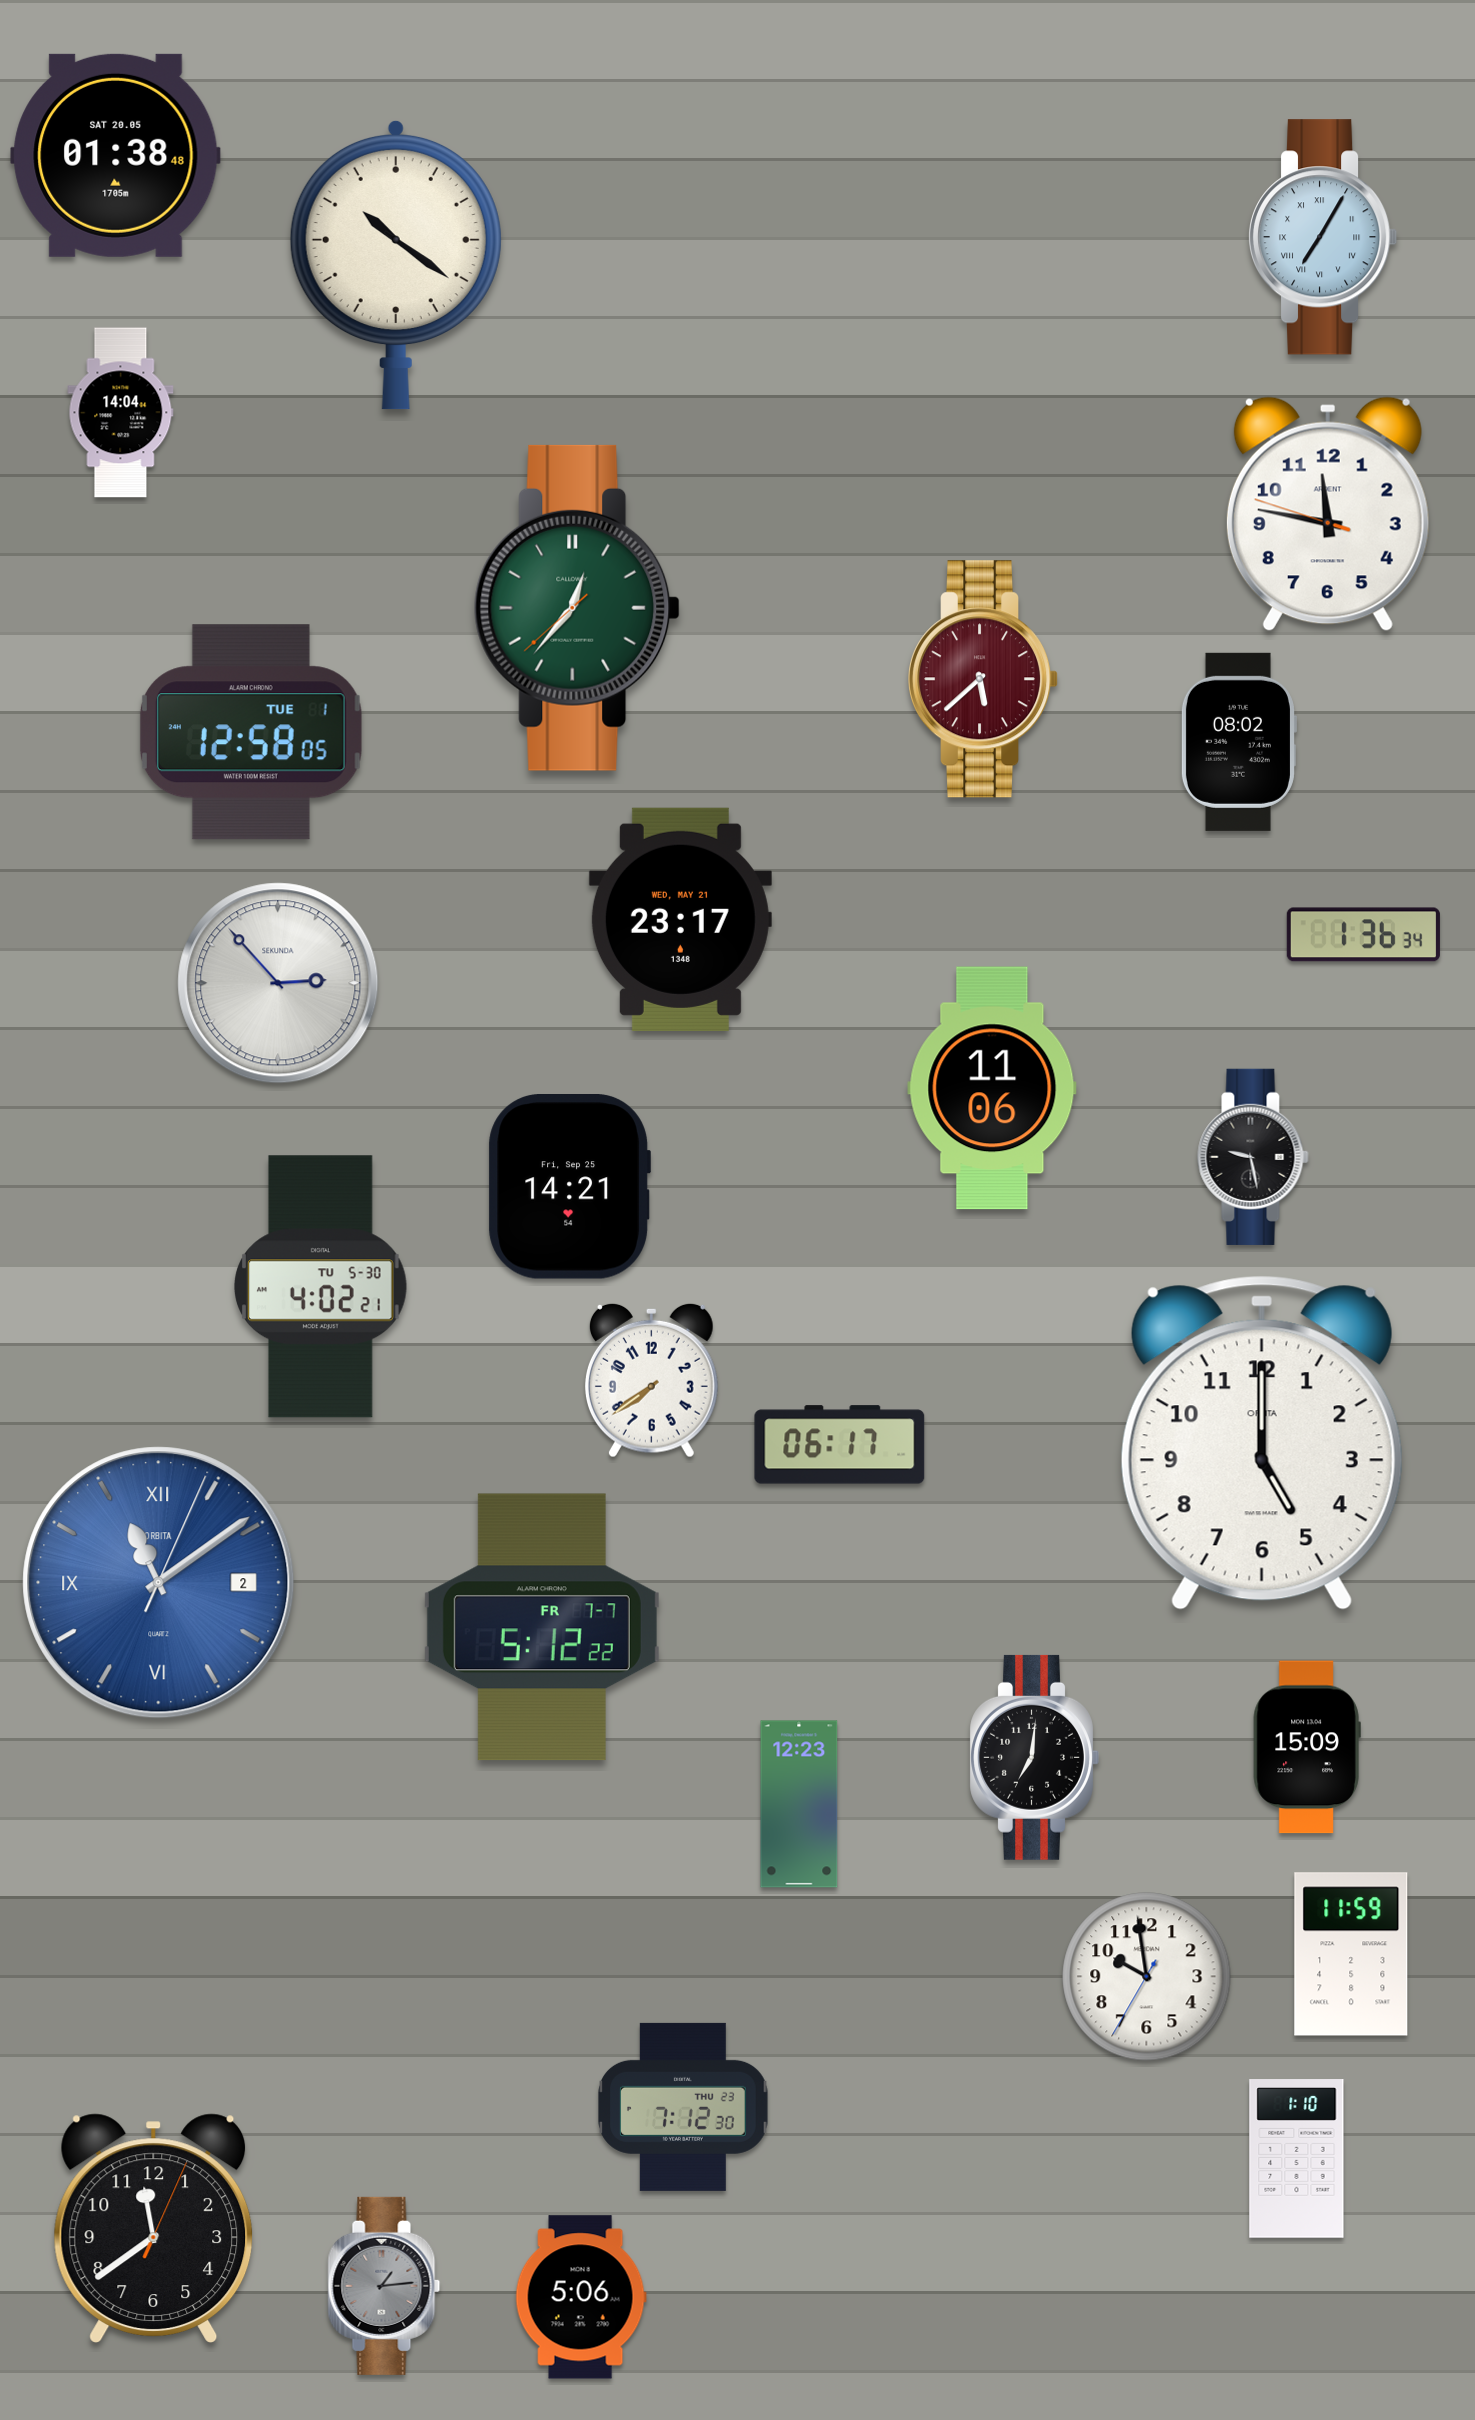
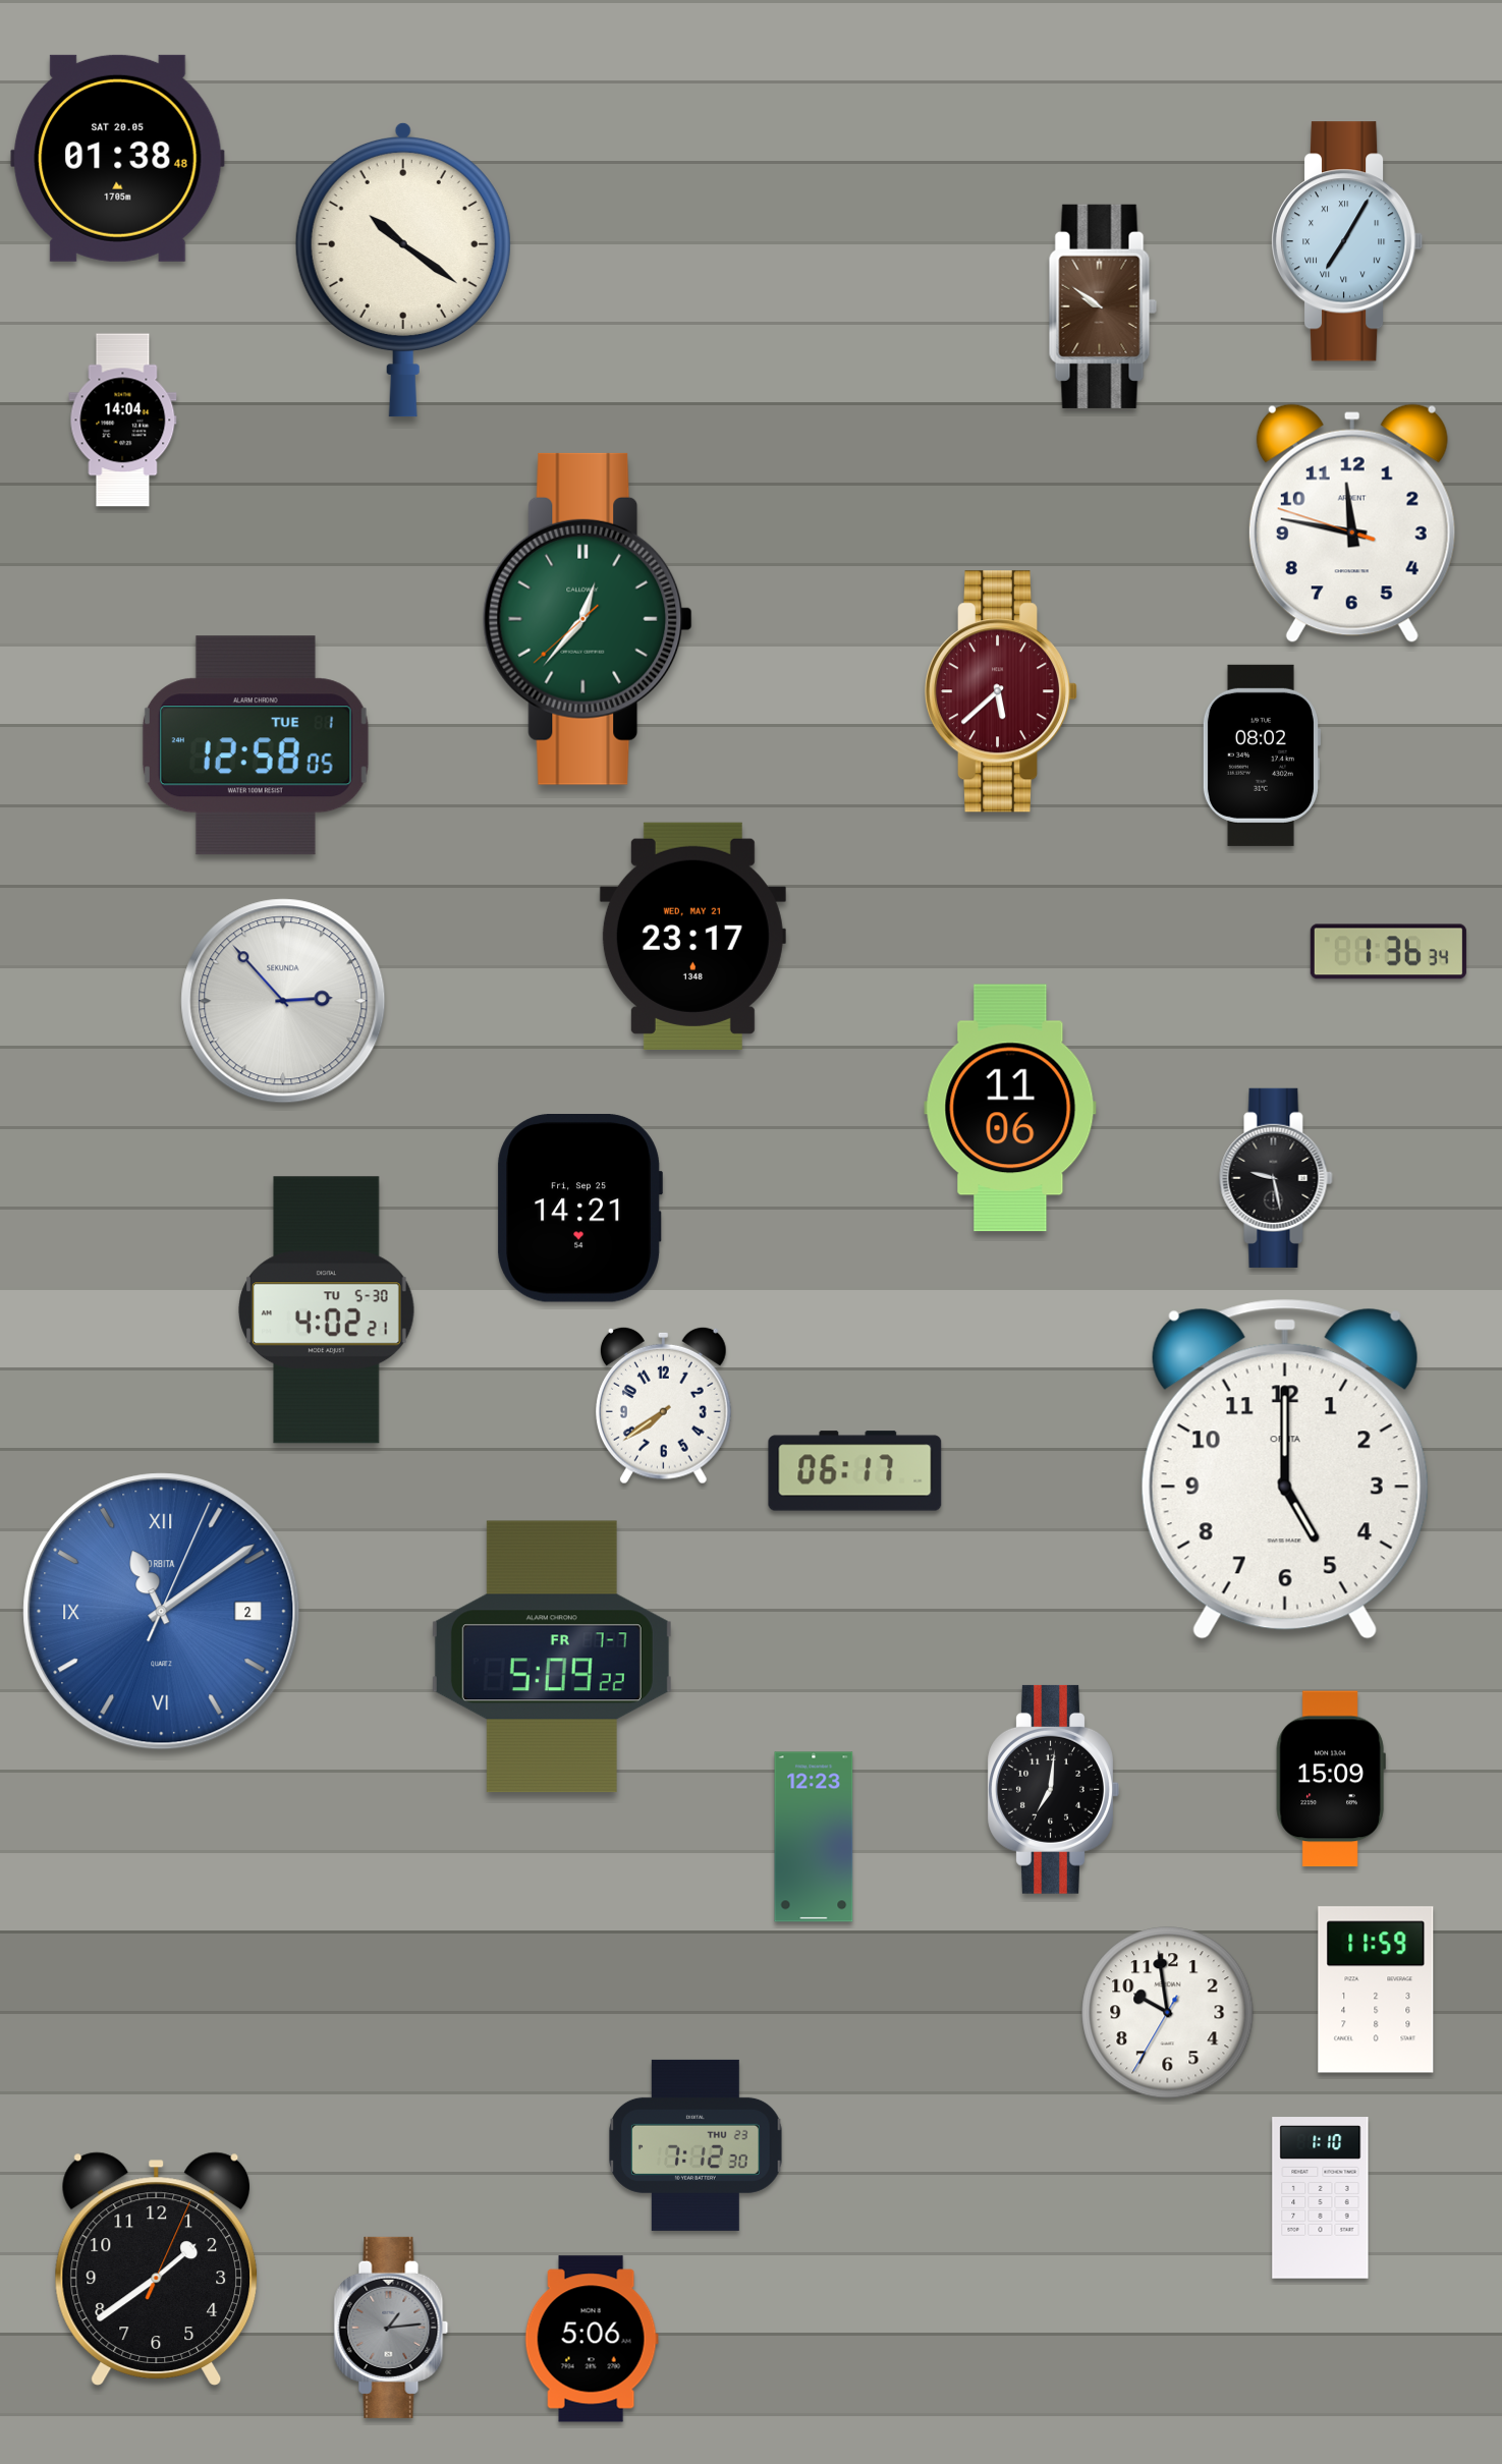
clock at (1103, 306): none -> 9:51
clock at (542, 1627): 5:12 -> 5:09
clock at (154, 2228): 11:39 -> 1:39
